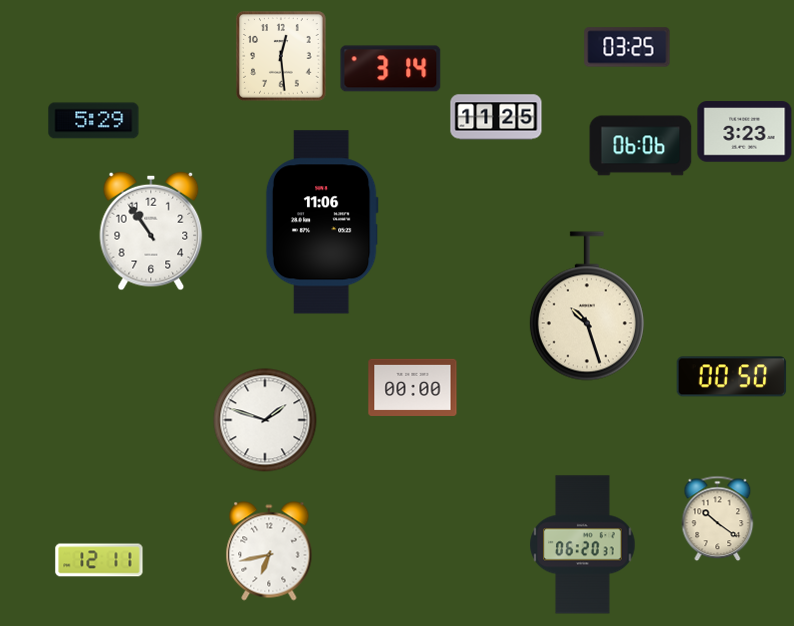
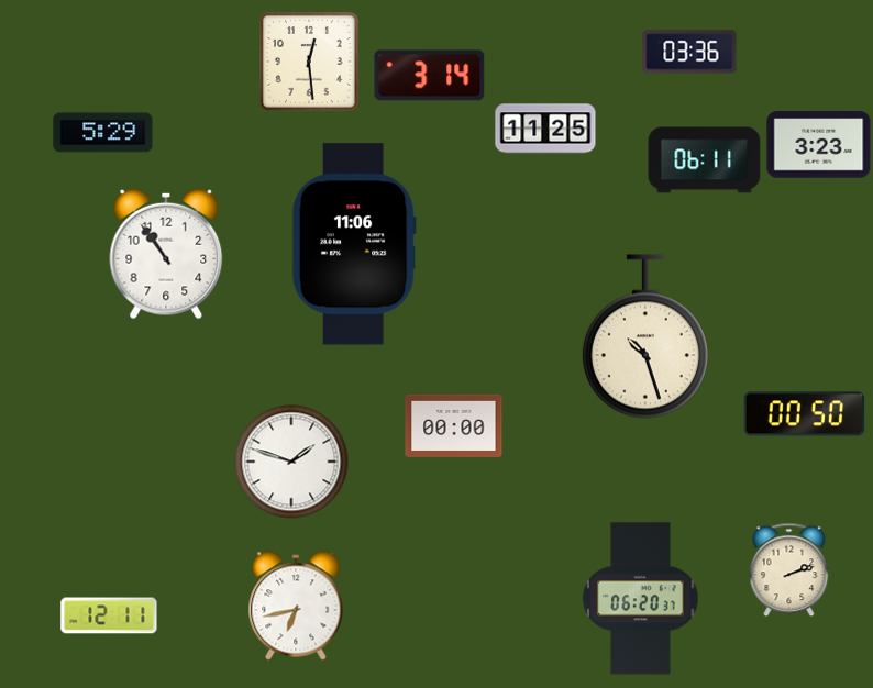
clock at (627, 47): 03:25 -> 03:36
clock at (641, 146): 06:06 -> 06:11
clock at (718, 518): 10:21 -> 2:12
